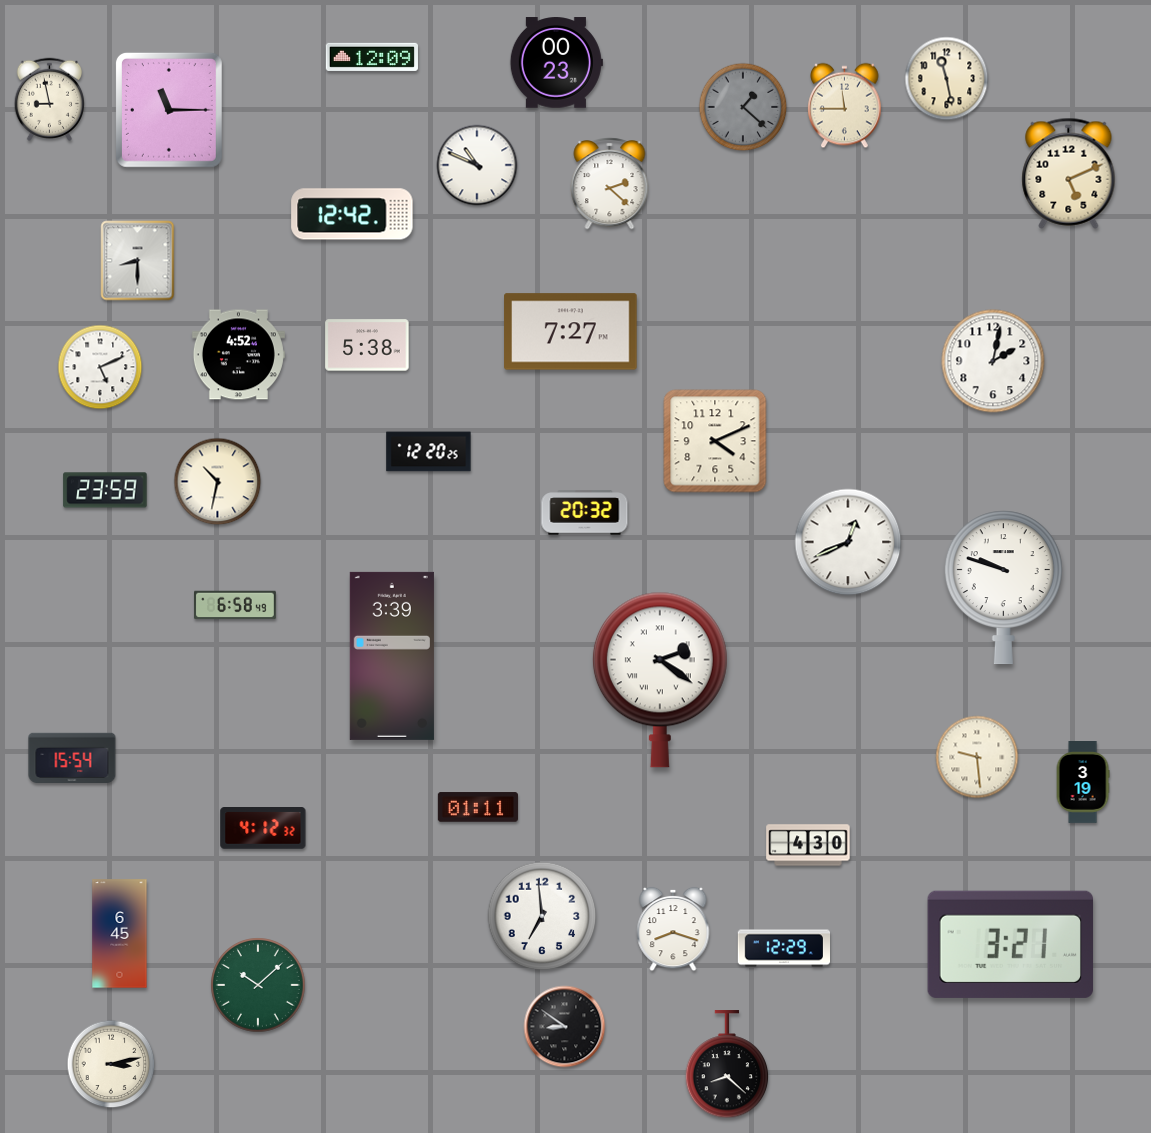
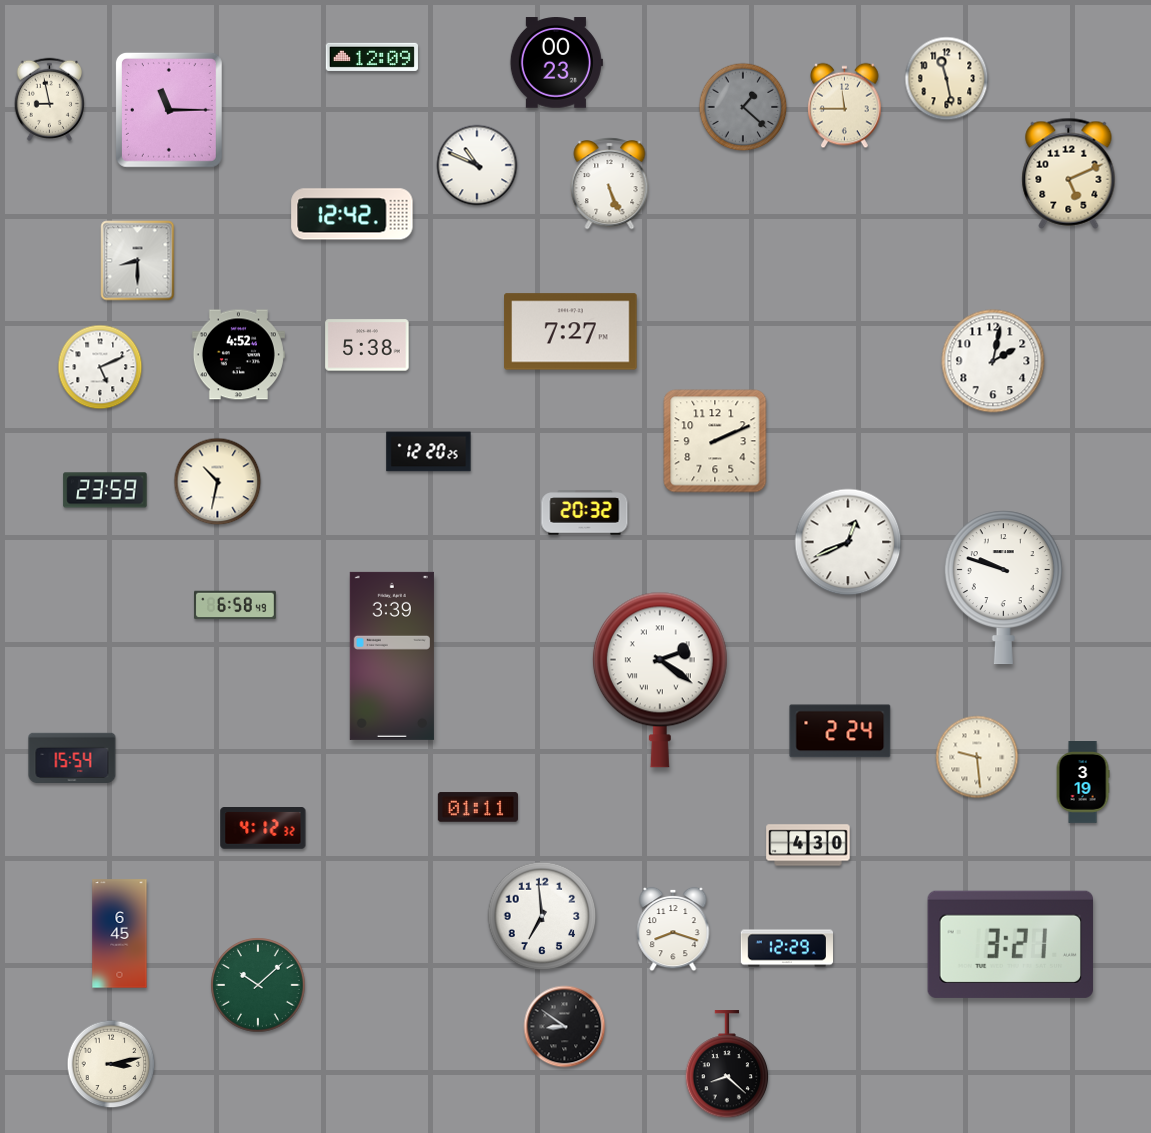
clock at (610, 184): 2:22 -> 5:26
clock at (715, 441): 4:11 -> 2:11
clock at (840, 731): none -> 2:24
clock at (783, 948) position: (783, 948) -> (786, 948)
